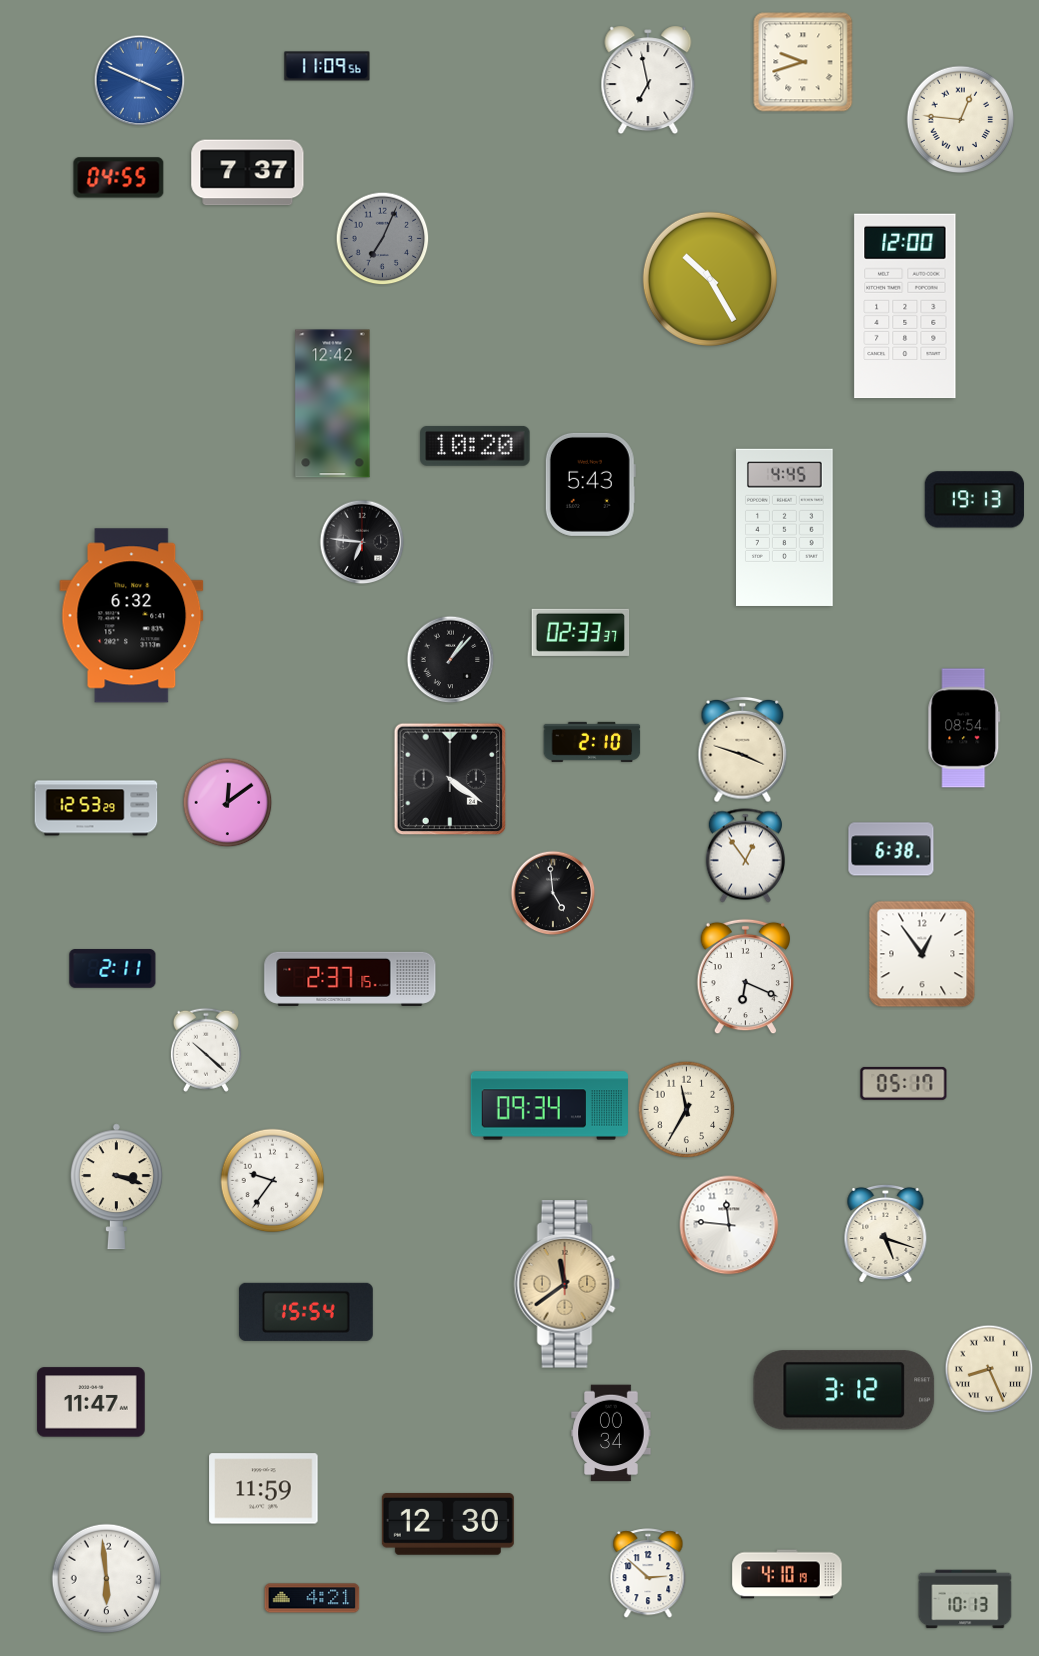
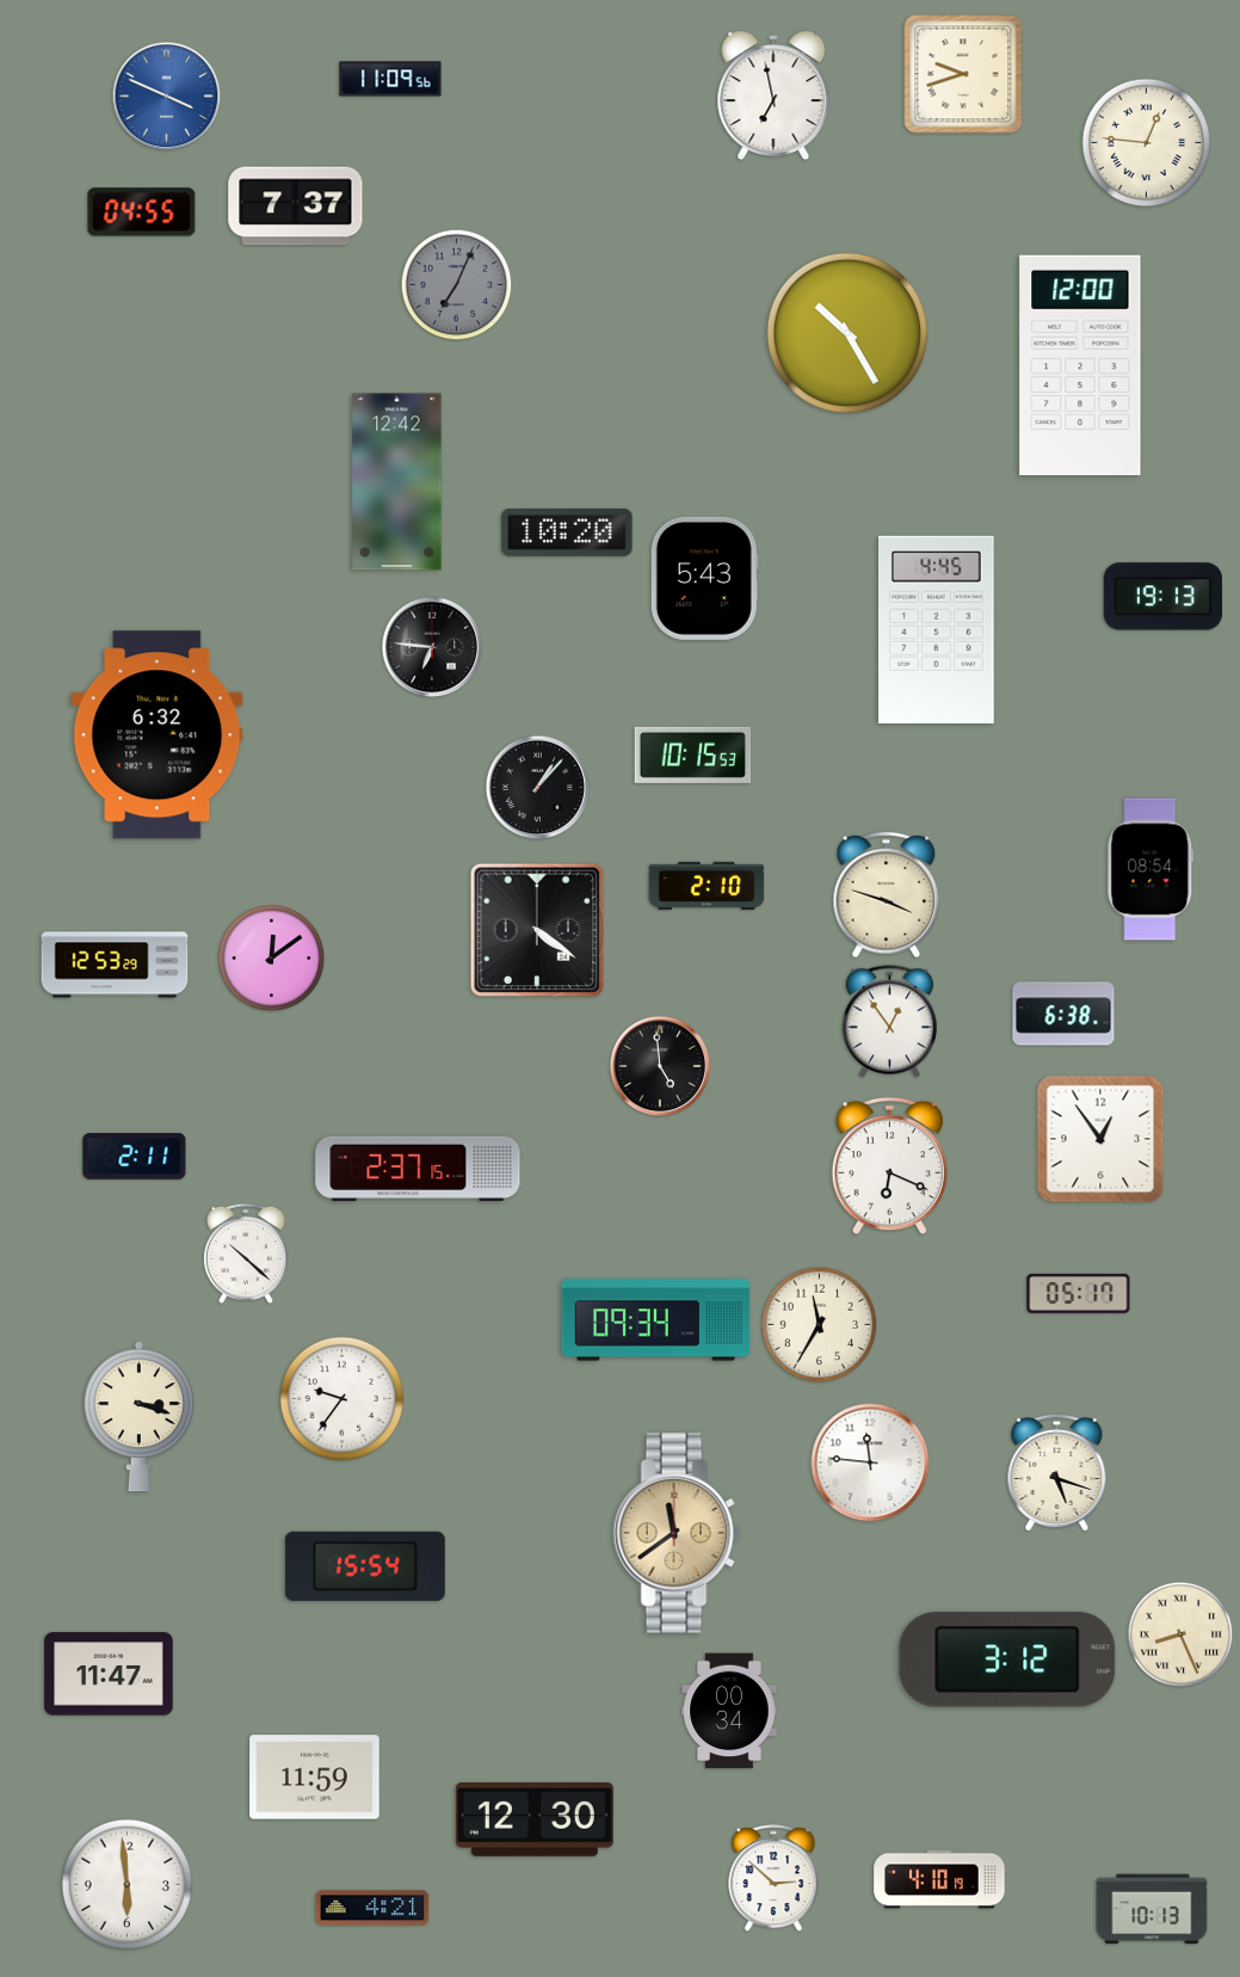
clock at (803, 62) position: (803, 62) -> (963, 74)
clock at (581, 632): 02:33 -> 10:15
clock at (273, 1181) position: (273, 1181) -> (343, 1399)
